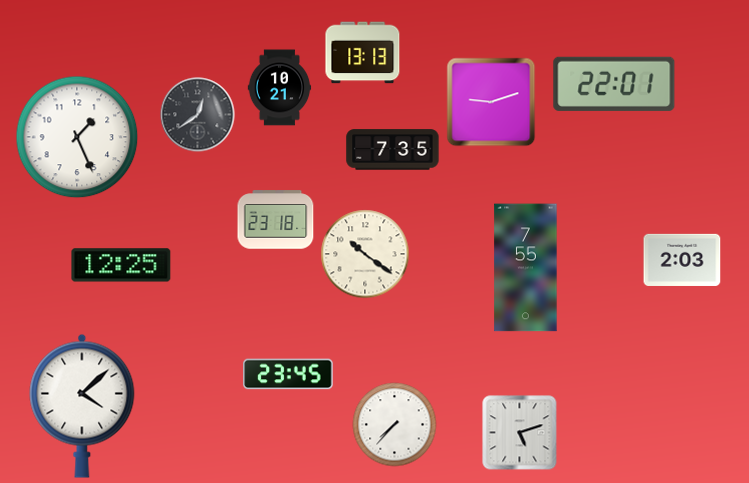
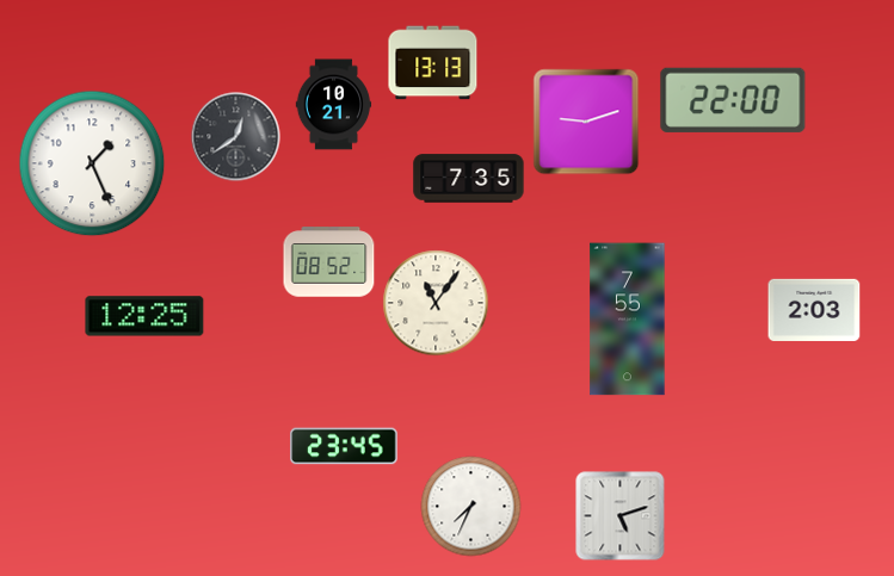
clock at (614, 84): 22:01 -> 22:00
clock at (276, 220): 23:18 -> 08:52
clock at (365, 254): 10:21 -> 11:06
clock at (82, 406): 4:08 -> none
clock at (395, 425): 7:37 -> 7:34
